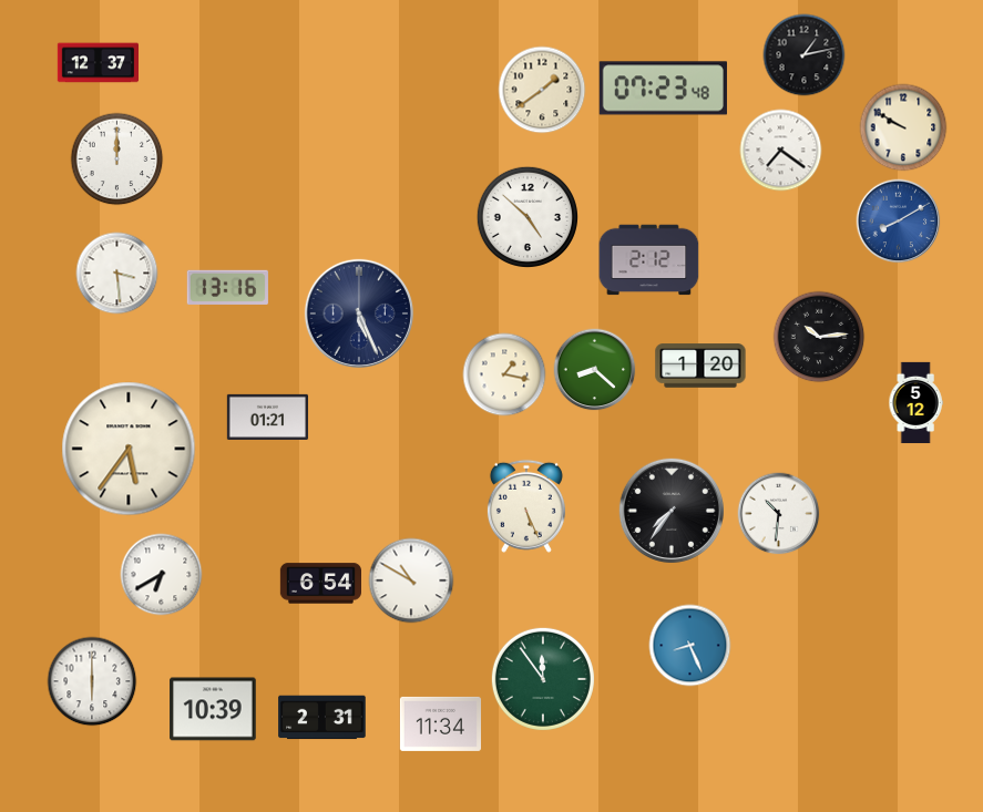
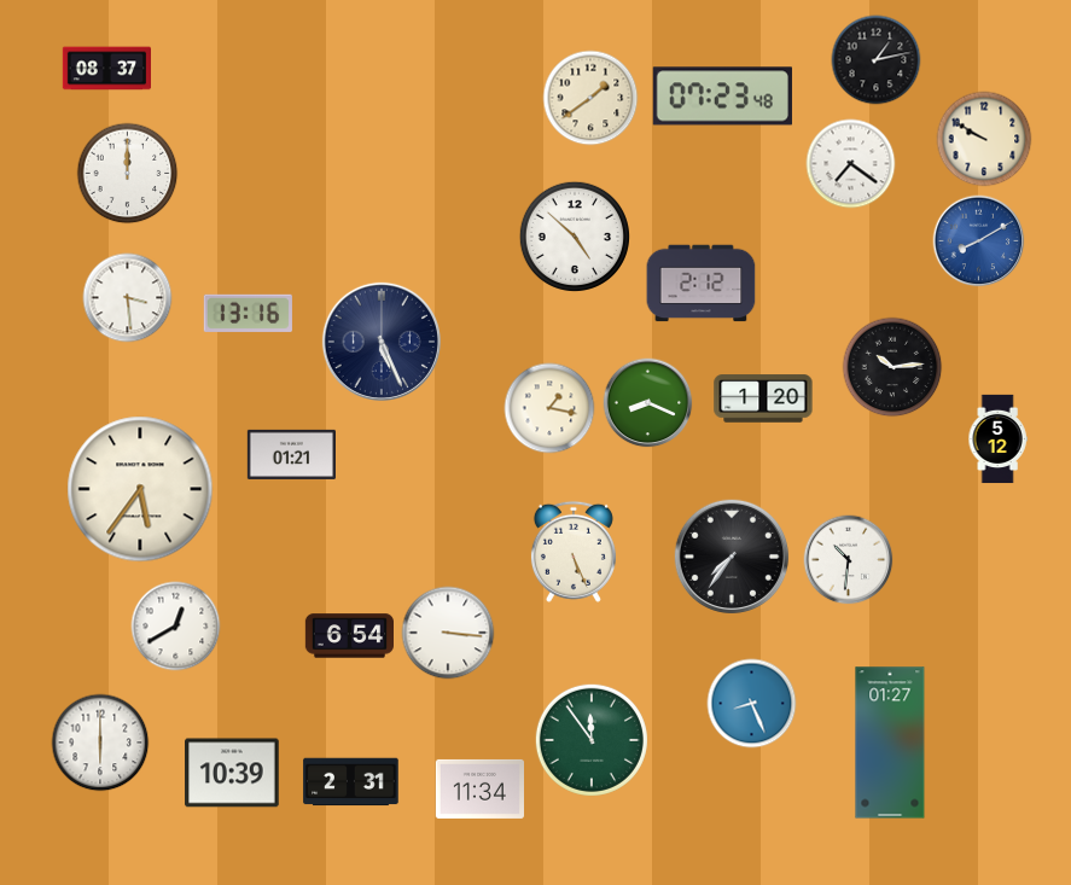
clock at (98, 63): 12:37 -> 08:37
clock at (649, 260) position: (649, 260) -> (702, 284)
clock at (359, 314) position: (359, 314) -> (382, 342)
clock at (595, 370): 8:22 -> 8:19
clock at (162, 575): 6:40 -> 12:40
clock at (411, 580): 10:50 -> 3:16
clock at (890, 743): none -> 01:27
